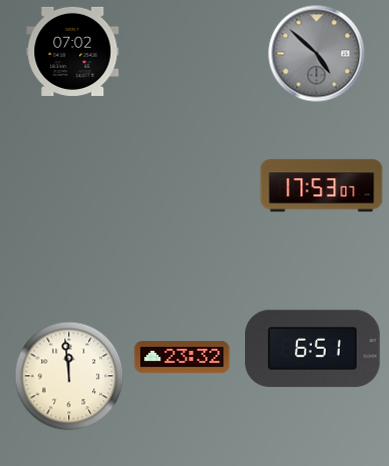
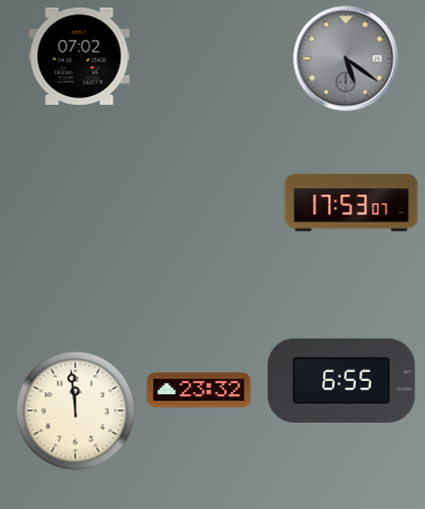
clock at (317, 54): 4:52 -> 5:21
clock at (313, 348): 6:51 -> 6:55
